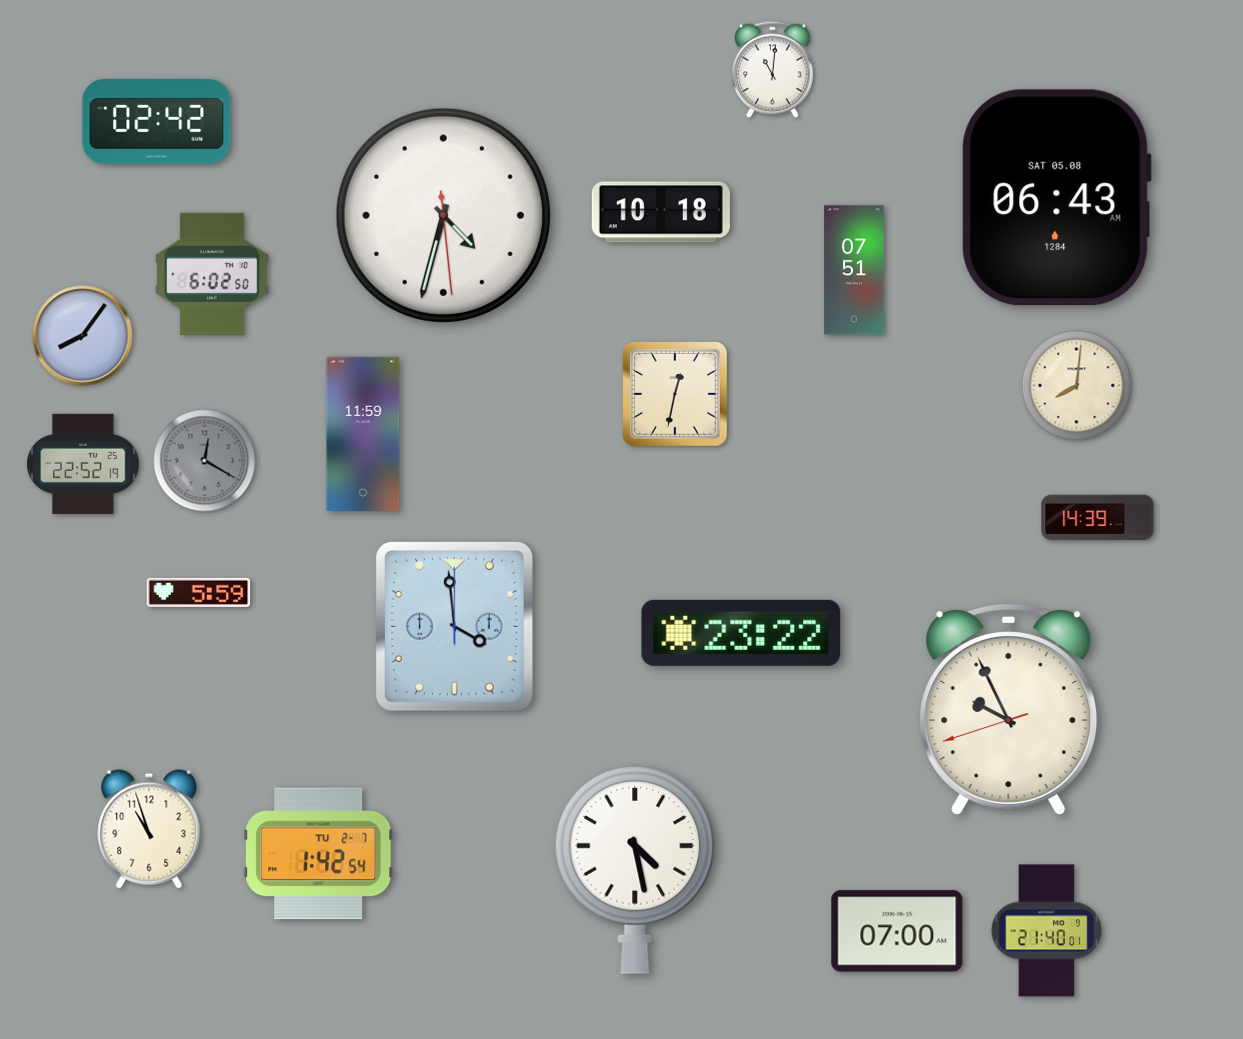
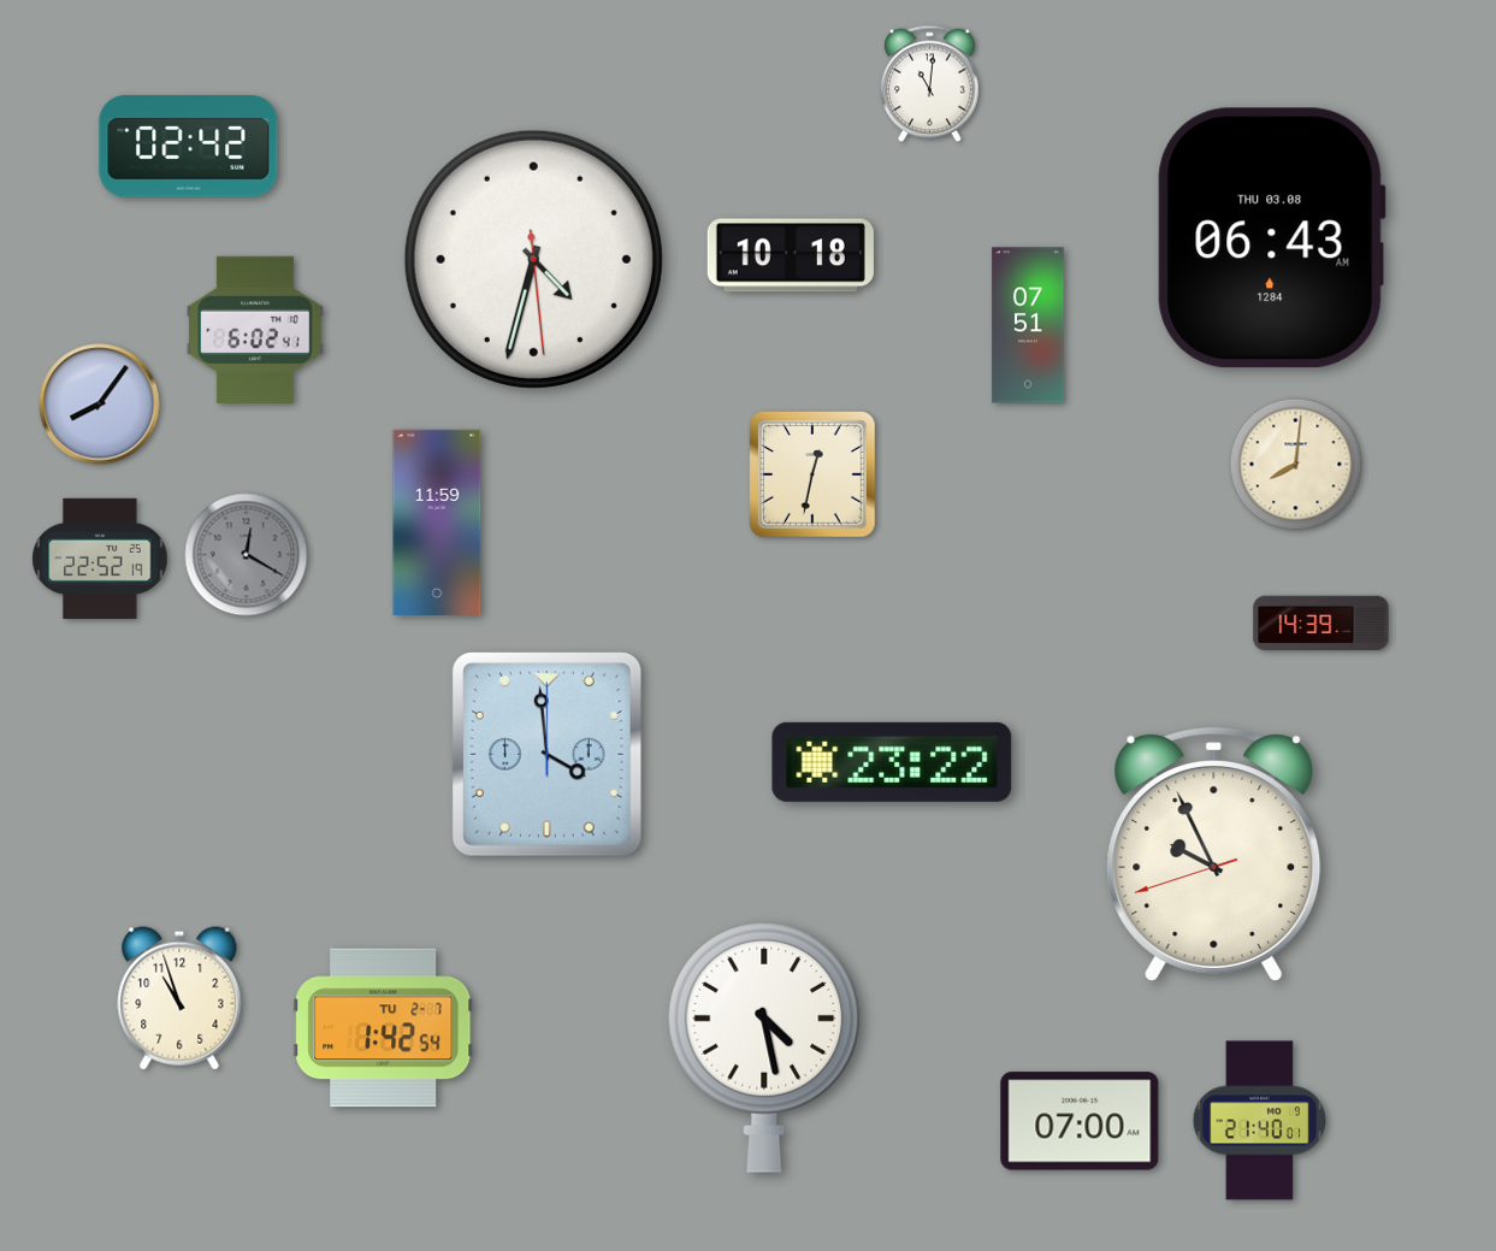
clock at (1056, 198) date: SAT 05.08 -> THU 03.08
clock at (661, 212) position: (661, 212) -> (791, 255)
clock at (212, 274): 6:02:50 -> 6:02:41
clock at (199, 592): 5:59 -> none
